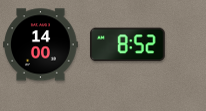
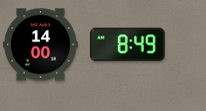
clock at (128, 45): 8:52 -> 8:49
